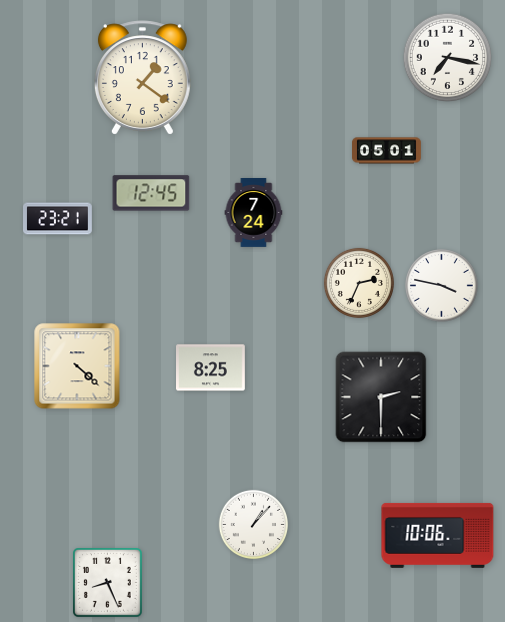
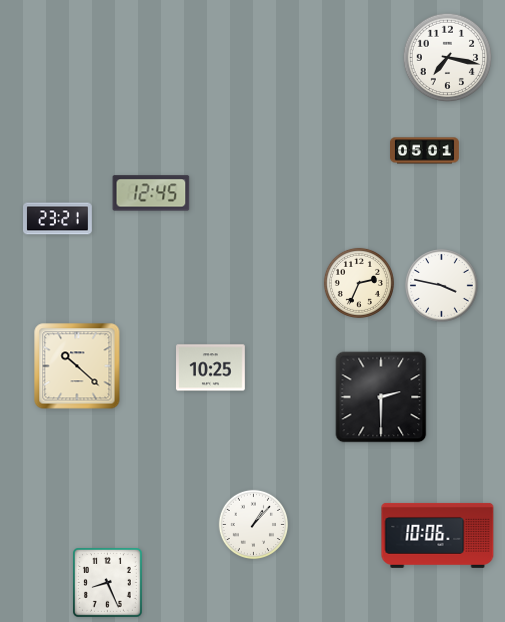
clock at (142, 78): 1:21 -> none
clock at (387, 151) position: (387, 151) -> (425, 151)
clock at (254, 213): 7:24 -> none
clock at (77, 366): 4:22 -> 10:22
clock at (211, 368): 8:25 -> 10:25
